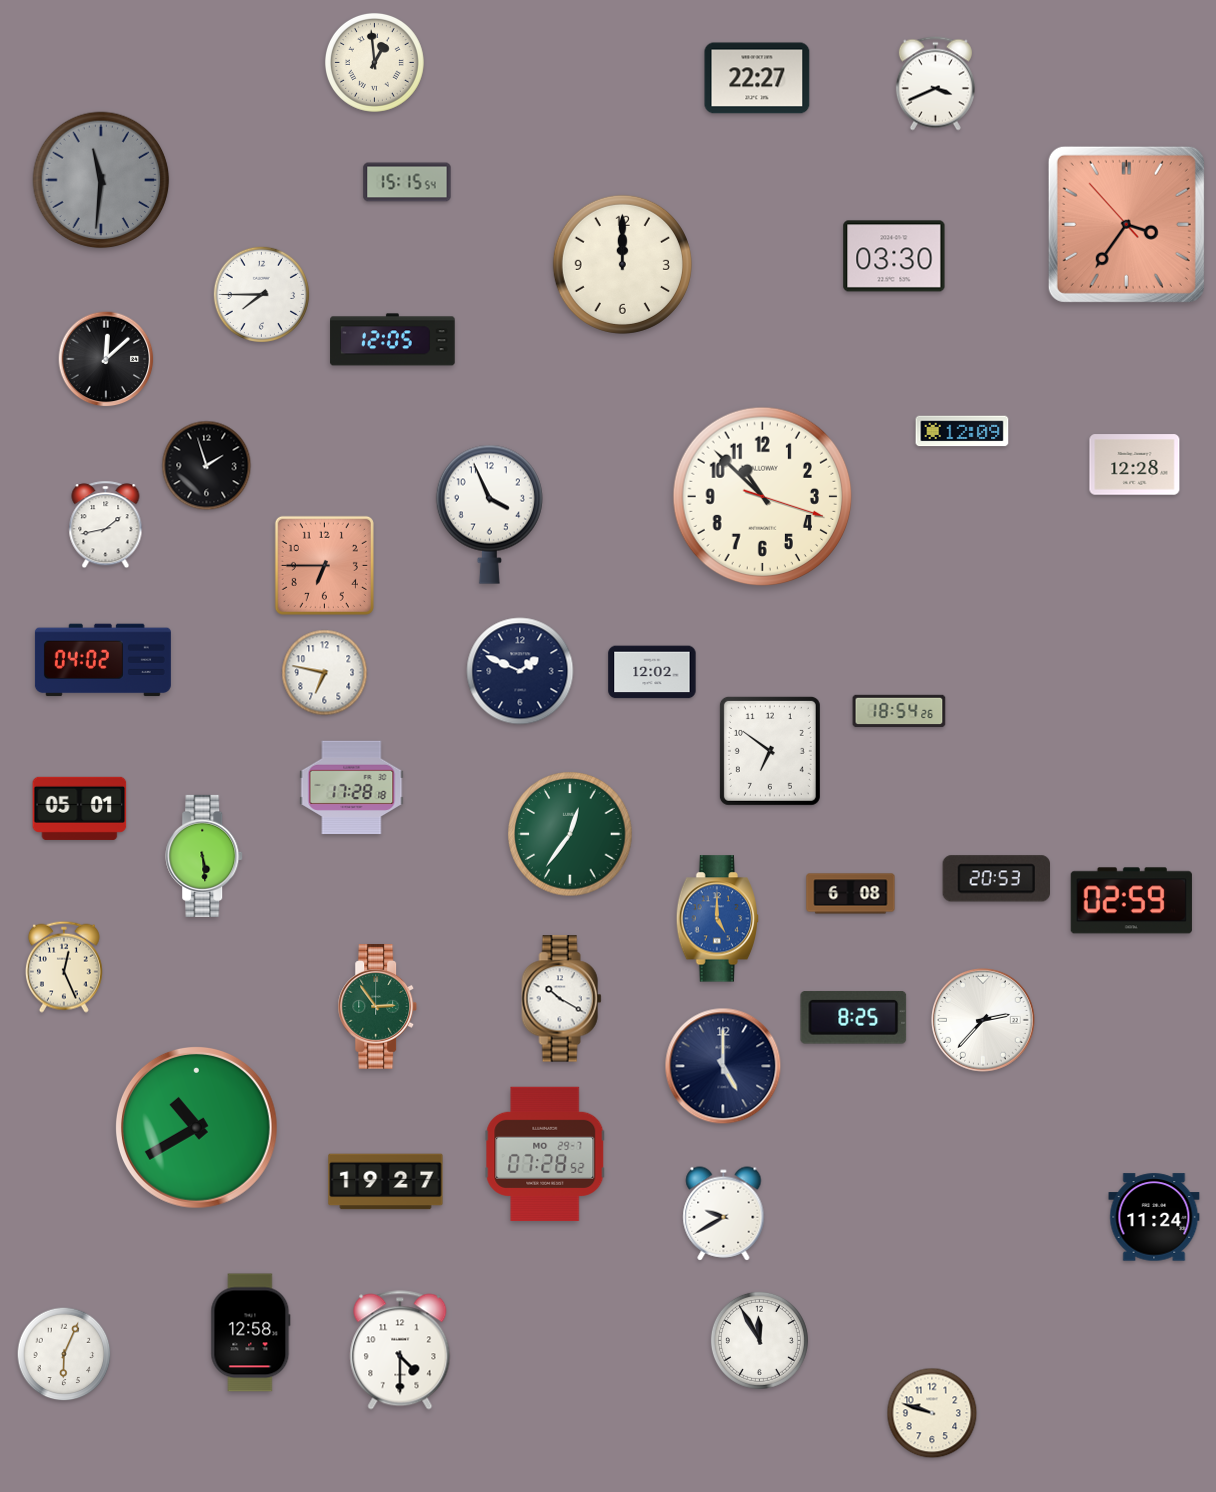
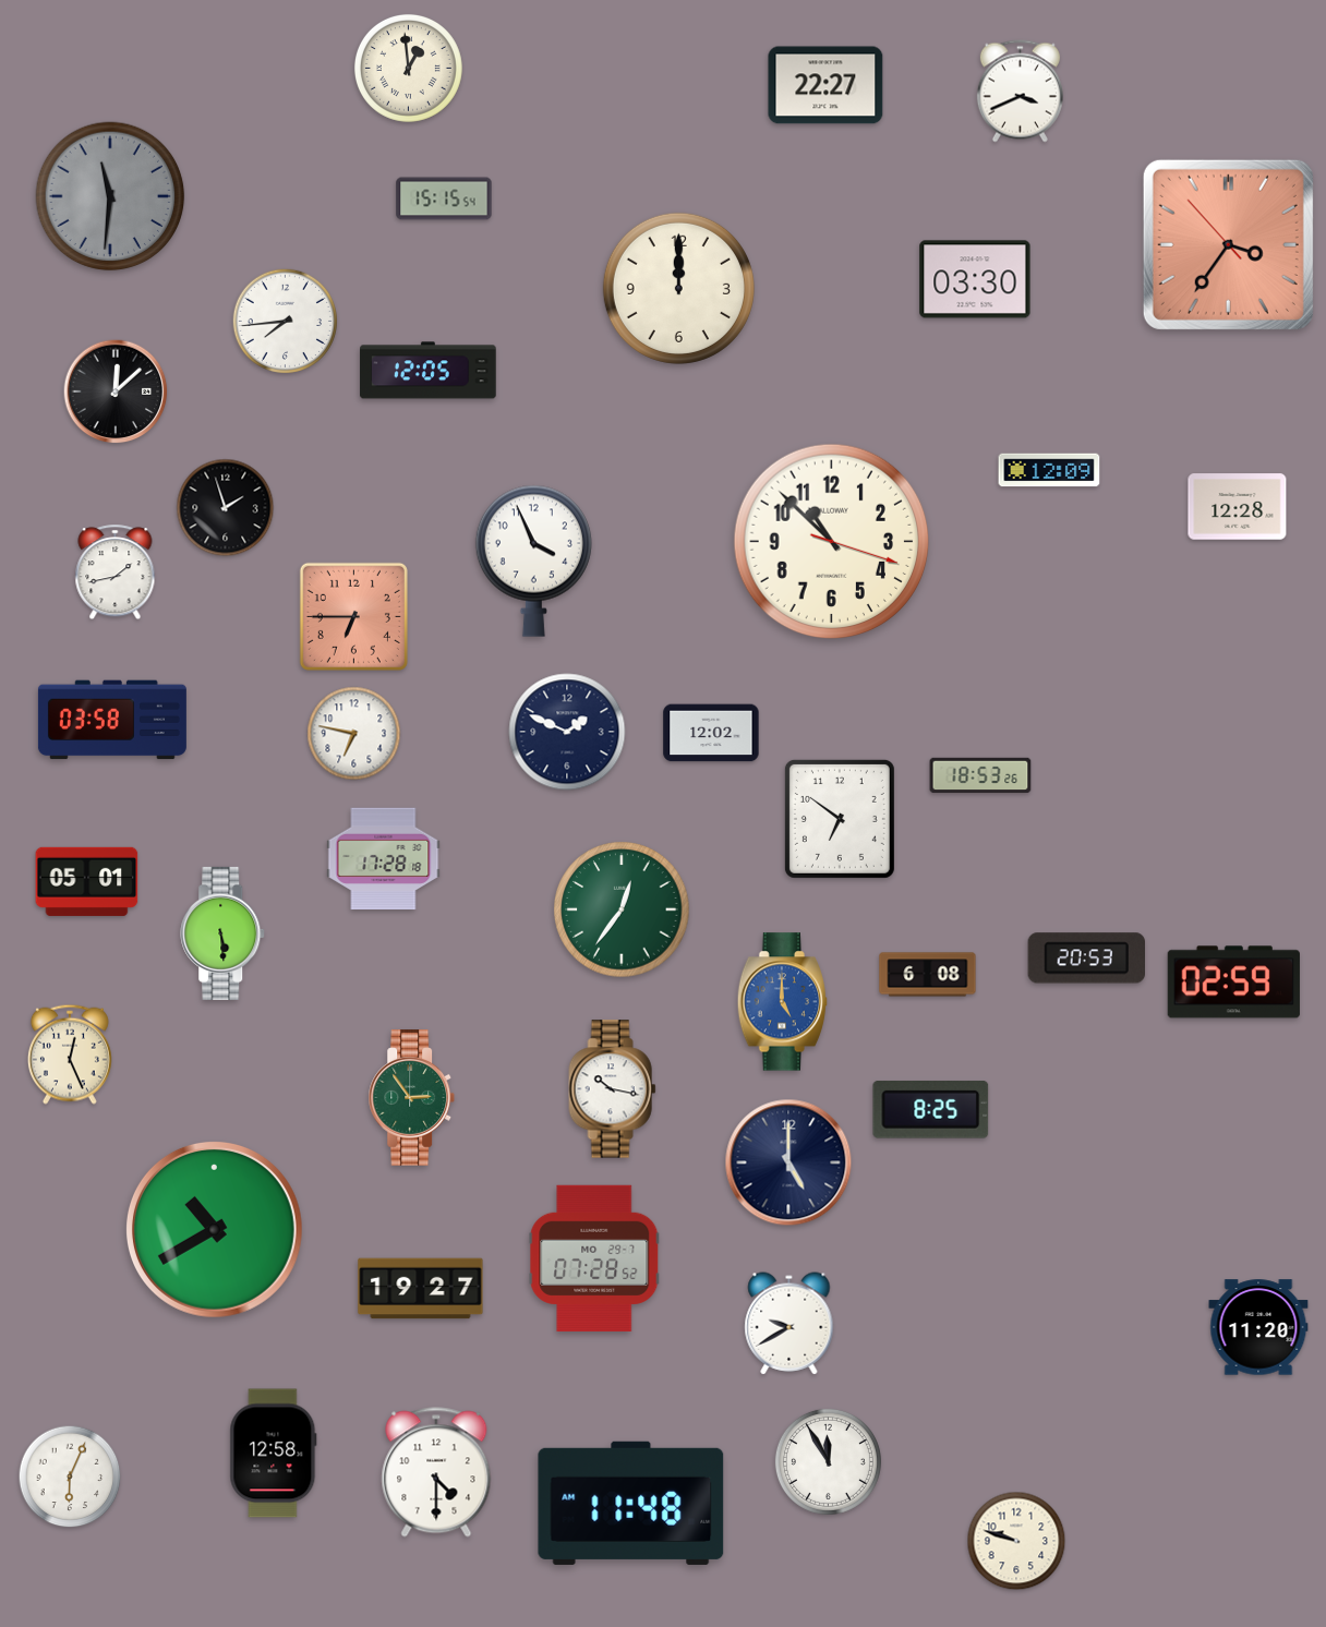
clock at (261, 294): 7:45 -> 7:44
clock at (103, 660): 04:02 -> 03:58
clock at (899, 711): 18:54 -> 18:53
clock at (562, 999): 10:20 -> 10:17
clock at (984, 1021): 2:37 -> none
clock at (1154, 1217): 11:24 -> 11:20
clock at (631, 1503): none -> 11:48
